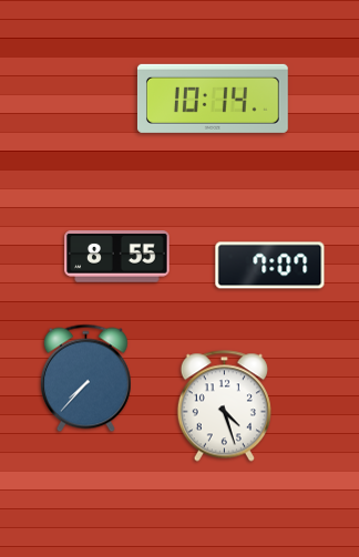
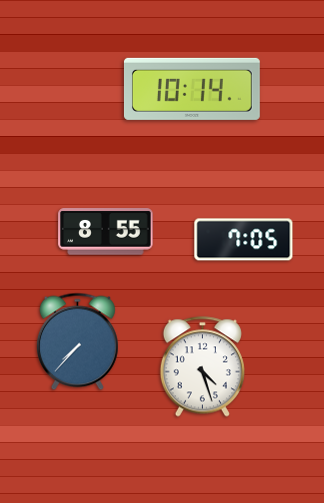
clock at (270, 266): 7:07 -> 7:05
